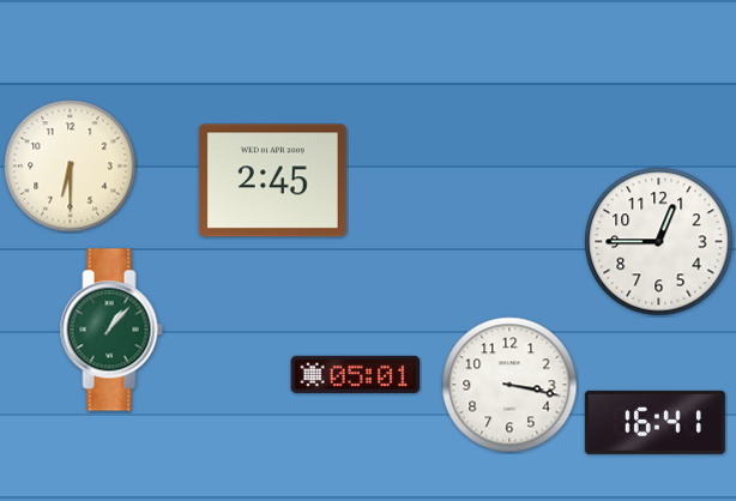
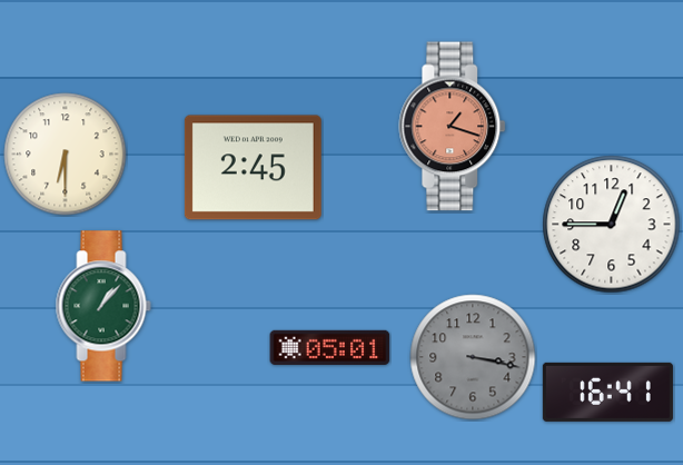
clock at (453, 127): none -> 1:18
clock at (509, 385) dial: white -> grey
